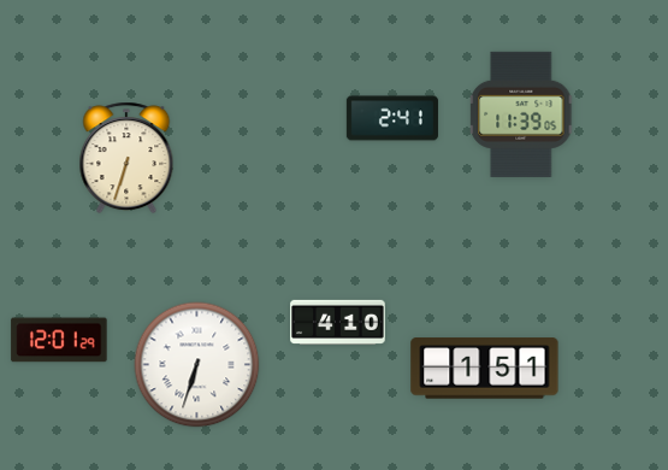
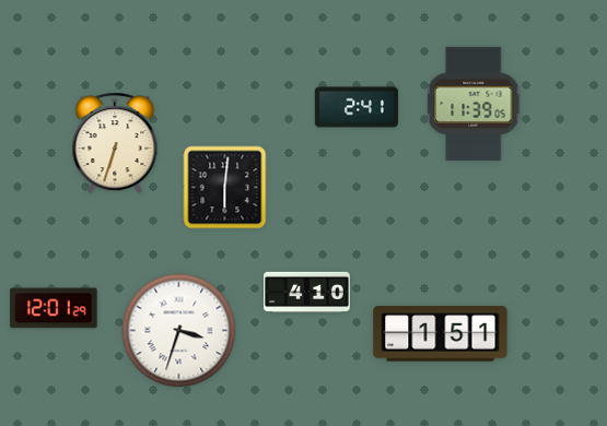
clock at (225, 188): none -> 6:01
clock at (197, 365): 6:33 -> 3:33
